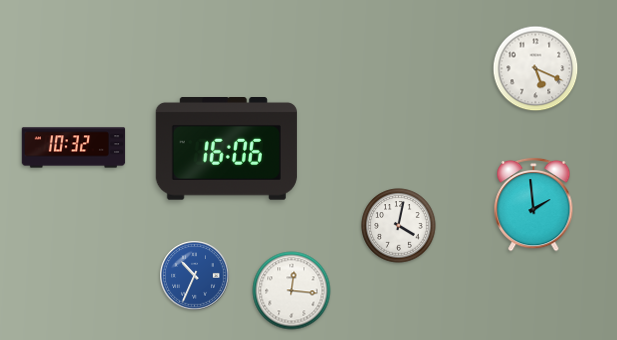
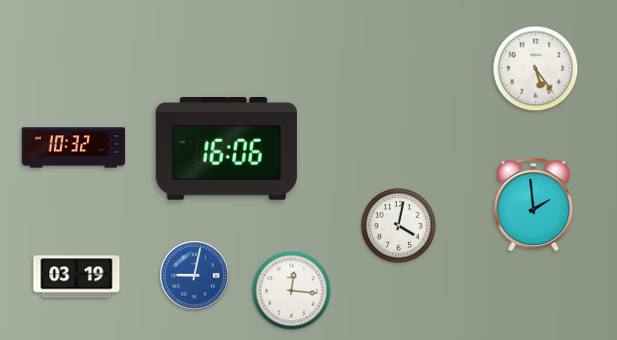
clock at (536, 69): 5:19 -> 5:24
clock at (195, 276): 10:34 -> 9:02
clock at (77, 277): none -> 03:19
